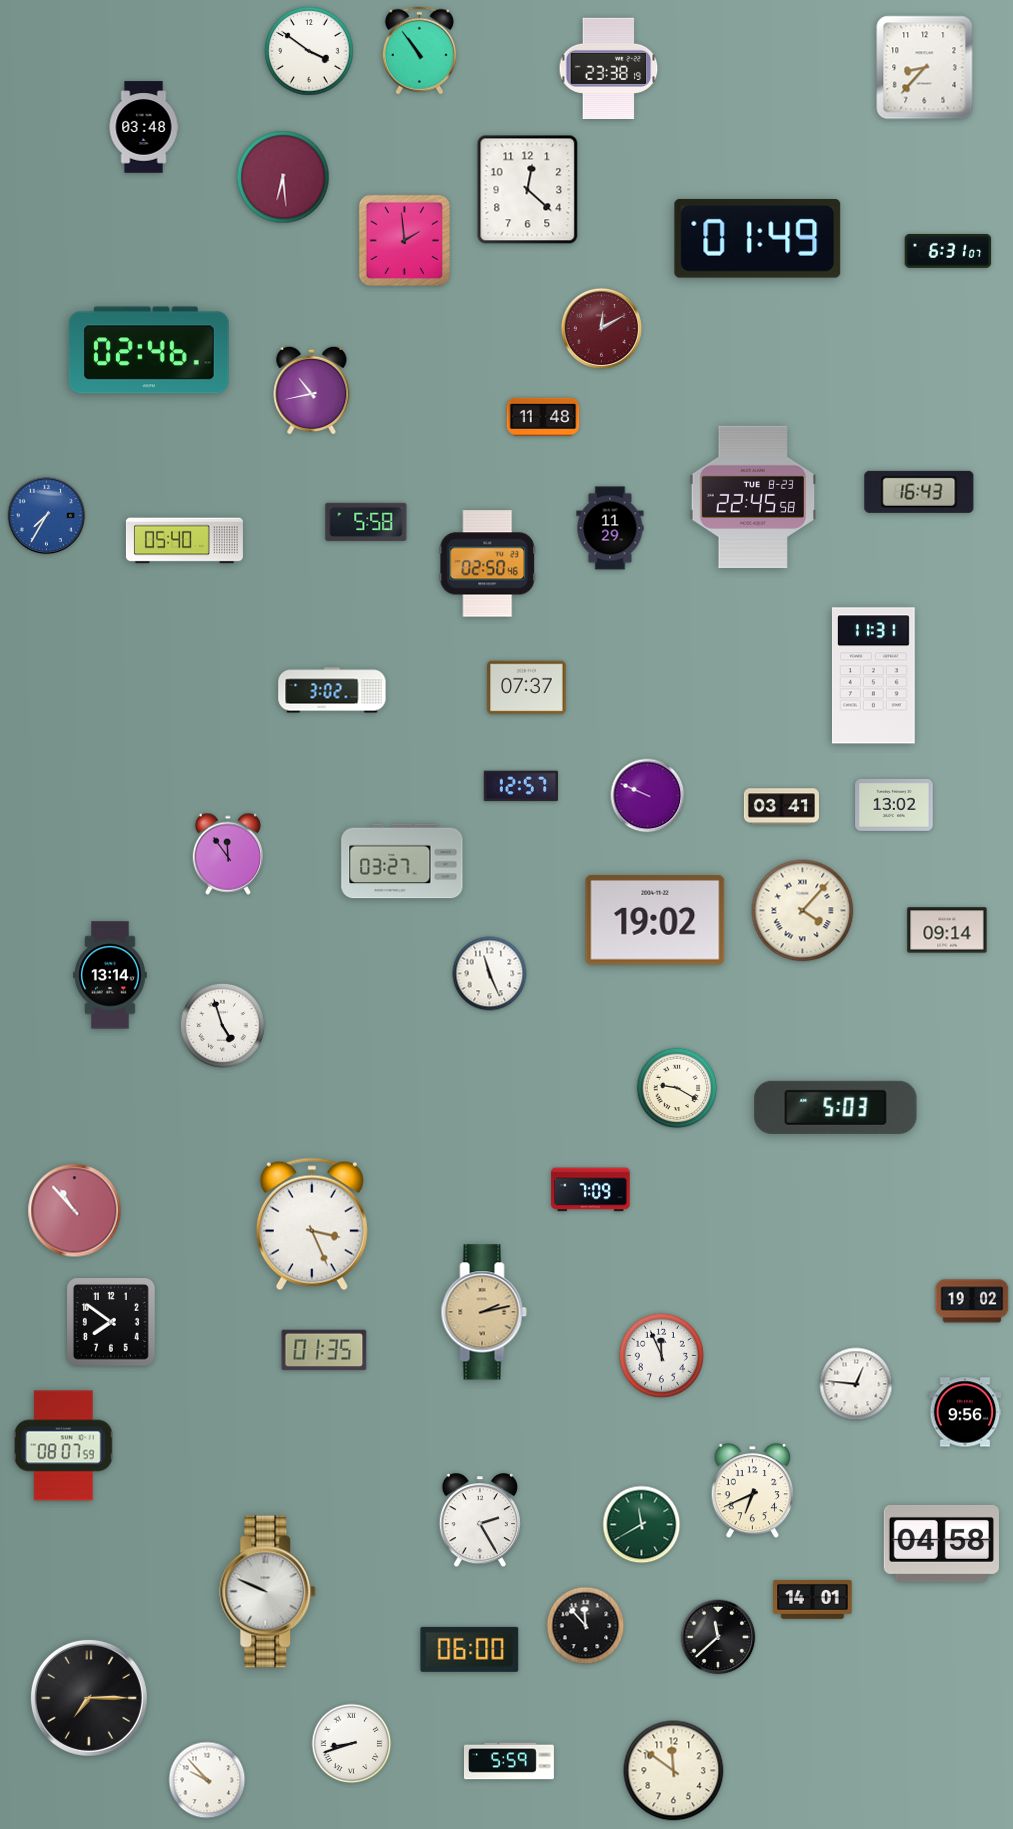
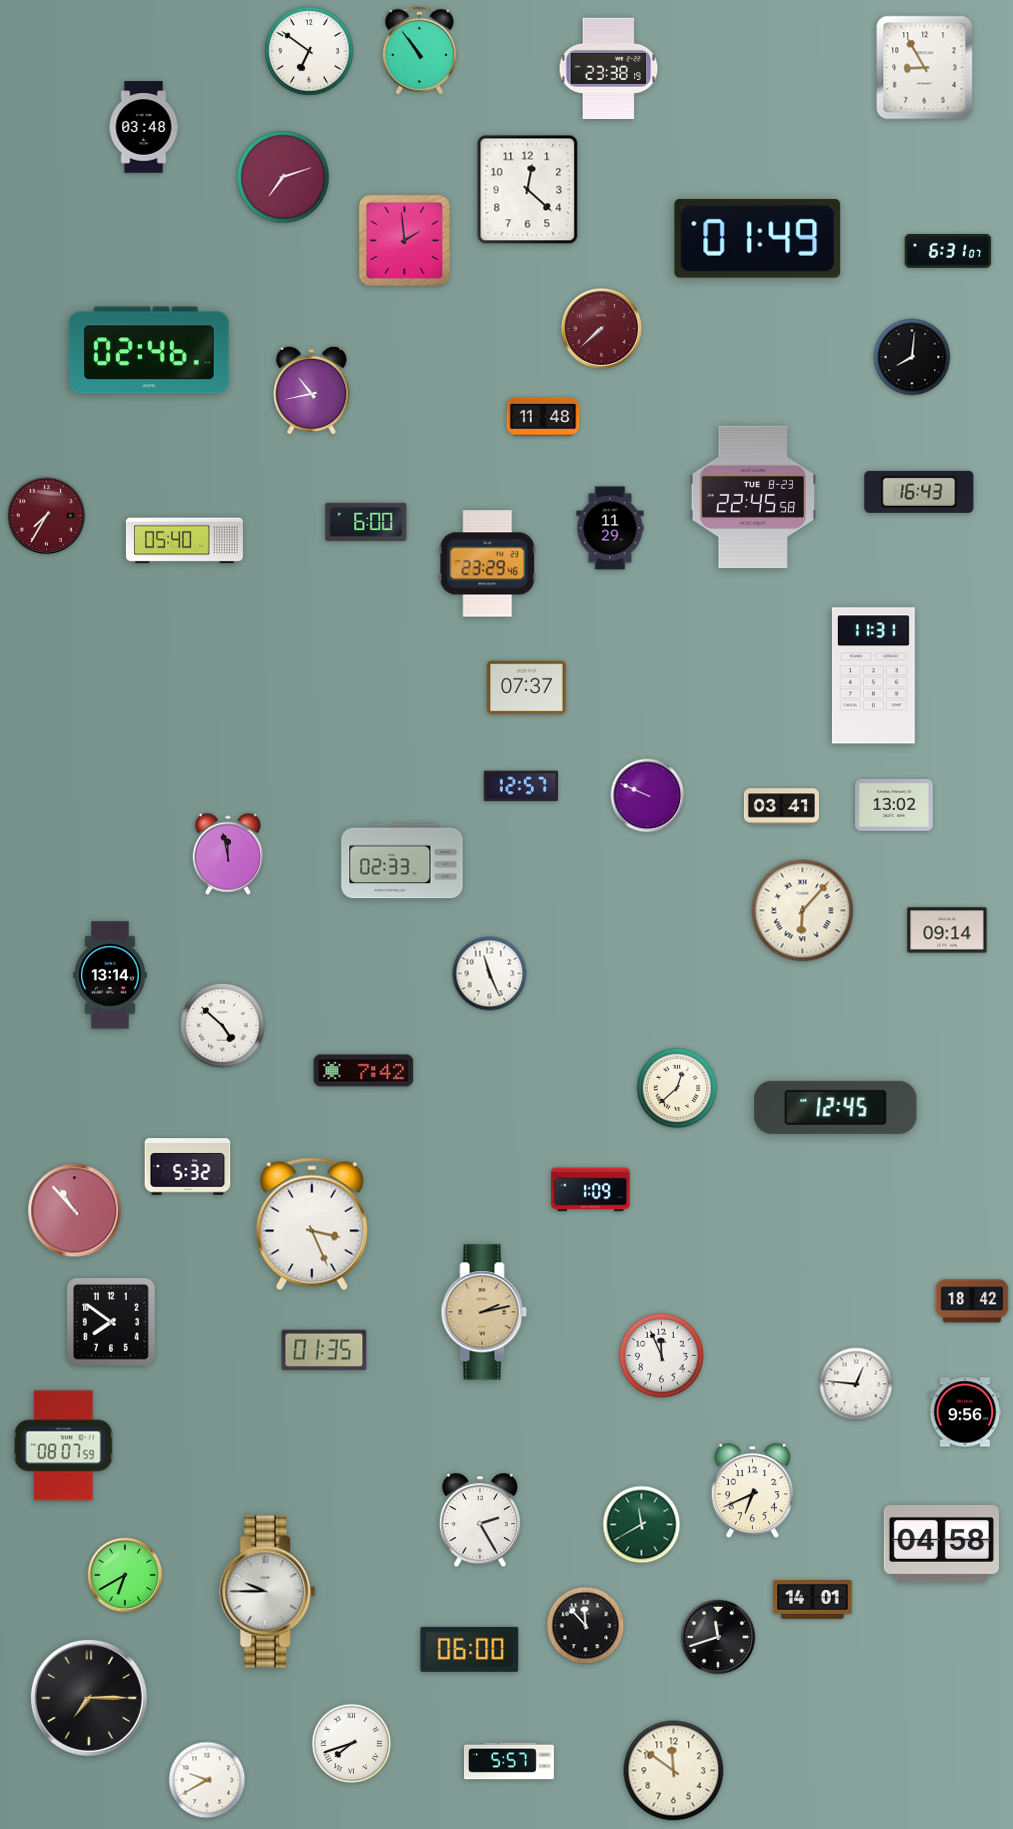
clock at (309, 51): 3:51 -> 6:51
clock at (925, 68): 8:37 -> 8:55
clock at (283, 177): 6:29 -> 7:12
clock at (601, 328): 12:10 -> 7:38
clock at (912, 357): none -> 8:01
clock at (47, 516) dial: blue -> burgundy
clock at (366, 522): 5:58 -> 6:00
clock at (488, 564): 02:50 -> 23:29
clock at (332, 690): 3:02 -> none
clock at (227, 854): 11:54 -> 11:58
clock at (402, 861): 03:27 -> 02:33
clock at (803, 911): 4:07 -> 6:07
clock at (655, 920): 19:02 -> none
clock at (222, 1025): 4:57 -> 4:52
clock at (364, 1071): none -> 7:42
clock at (677, 1088): 9:20 -> 12:38
clock at (836, 1107): 5:03 -> 12:45
clock at (188, 1167): none -> 5:32
clock at (591, 1190): 7:09 -> 1:09
clock at (972, 1301): 19:02 -> 18:42
clock at (125, 1575): none -> 6:40
clock at (268, 1592): 9:49 -> 9:45
clock at (718, 1637): 11:38 -> 11:42
clock at (352, 1744): 8:42 -> 7:42
clock at (509, 1761): 5:59 -> 5:57
clock at (207, 1780): 9:53 -> 9:40
